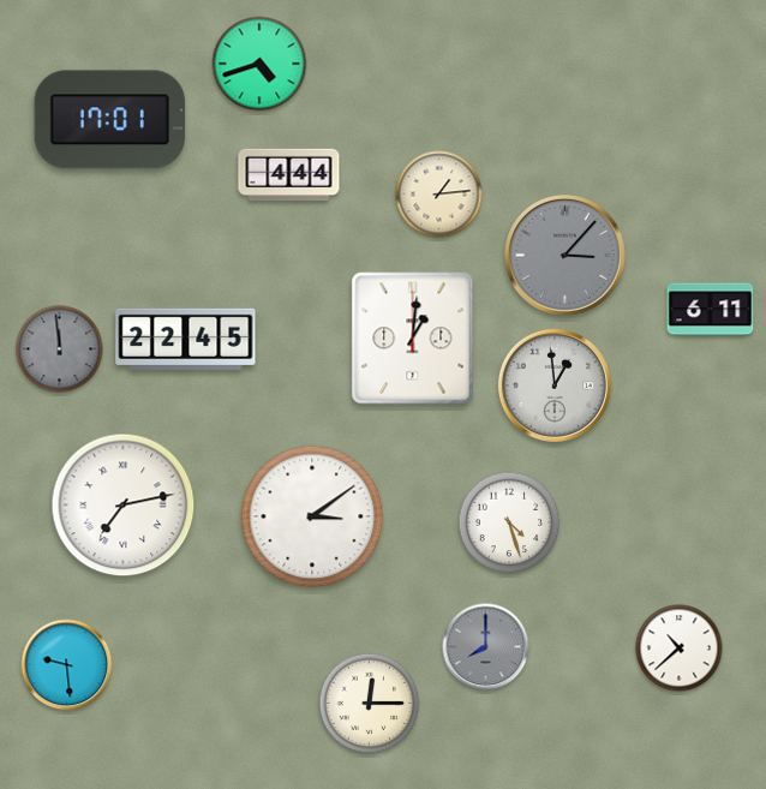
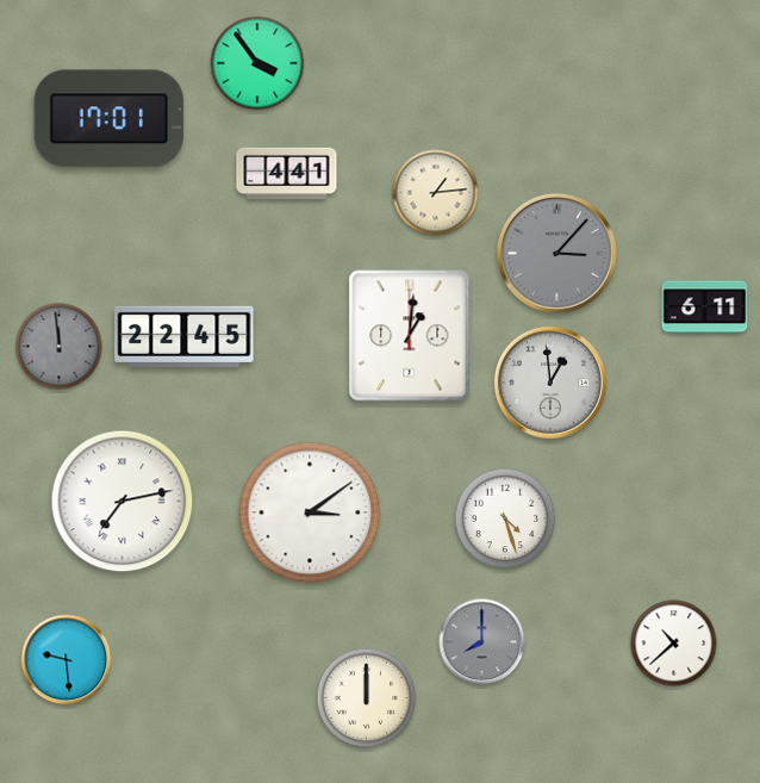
clock at (259, 64): 4:42 -> 3:54
clock at (289, 175): 4:44 -> 4:41
clock at (565, 256) position: (565, 256) -> (557, 254)
clock at (370, 704): 12:15 -> 12:00
